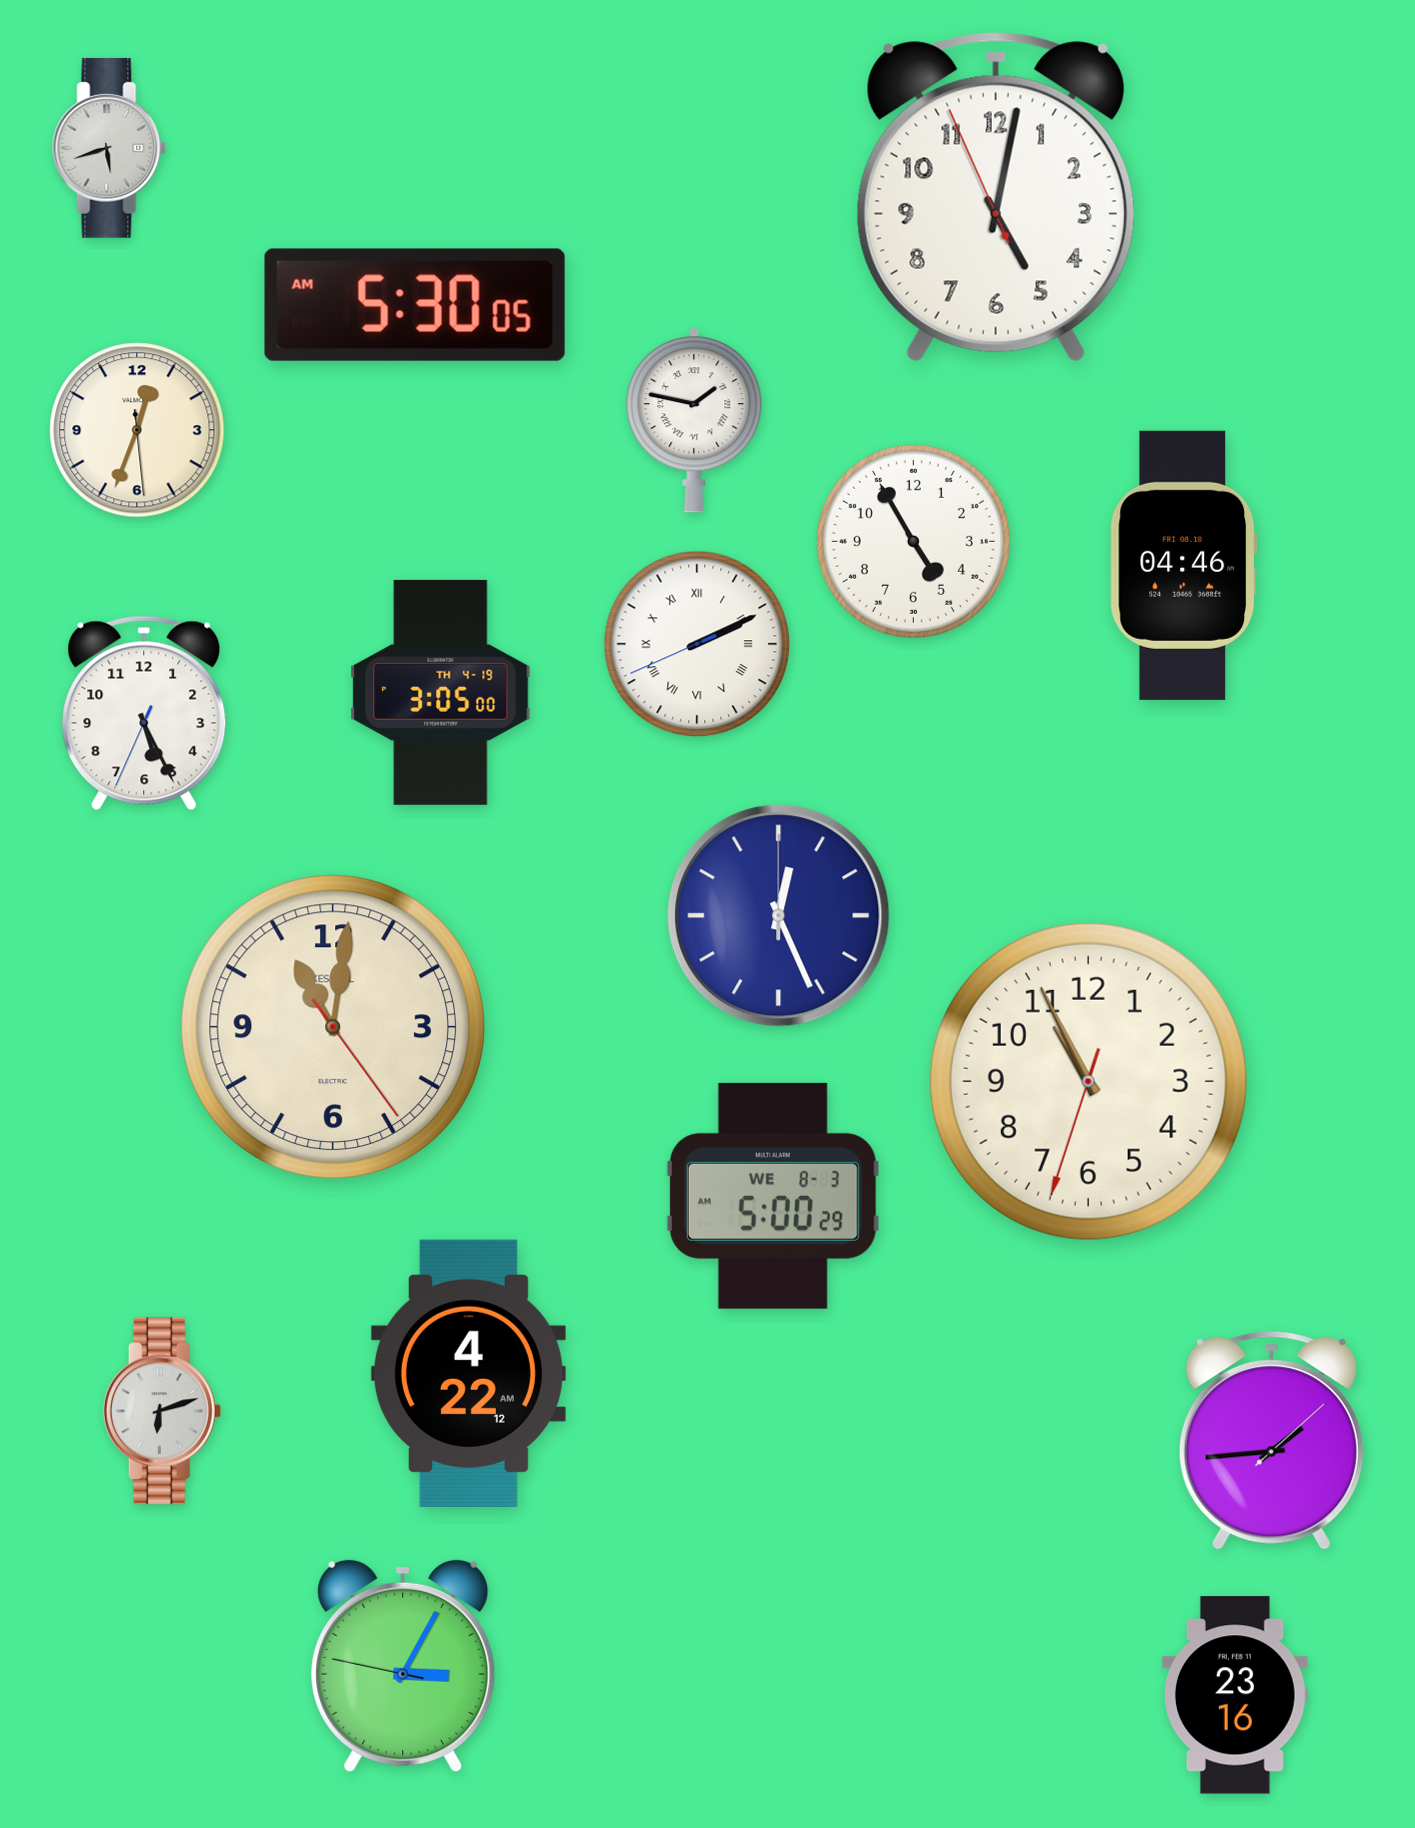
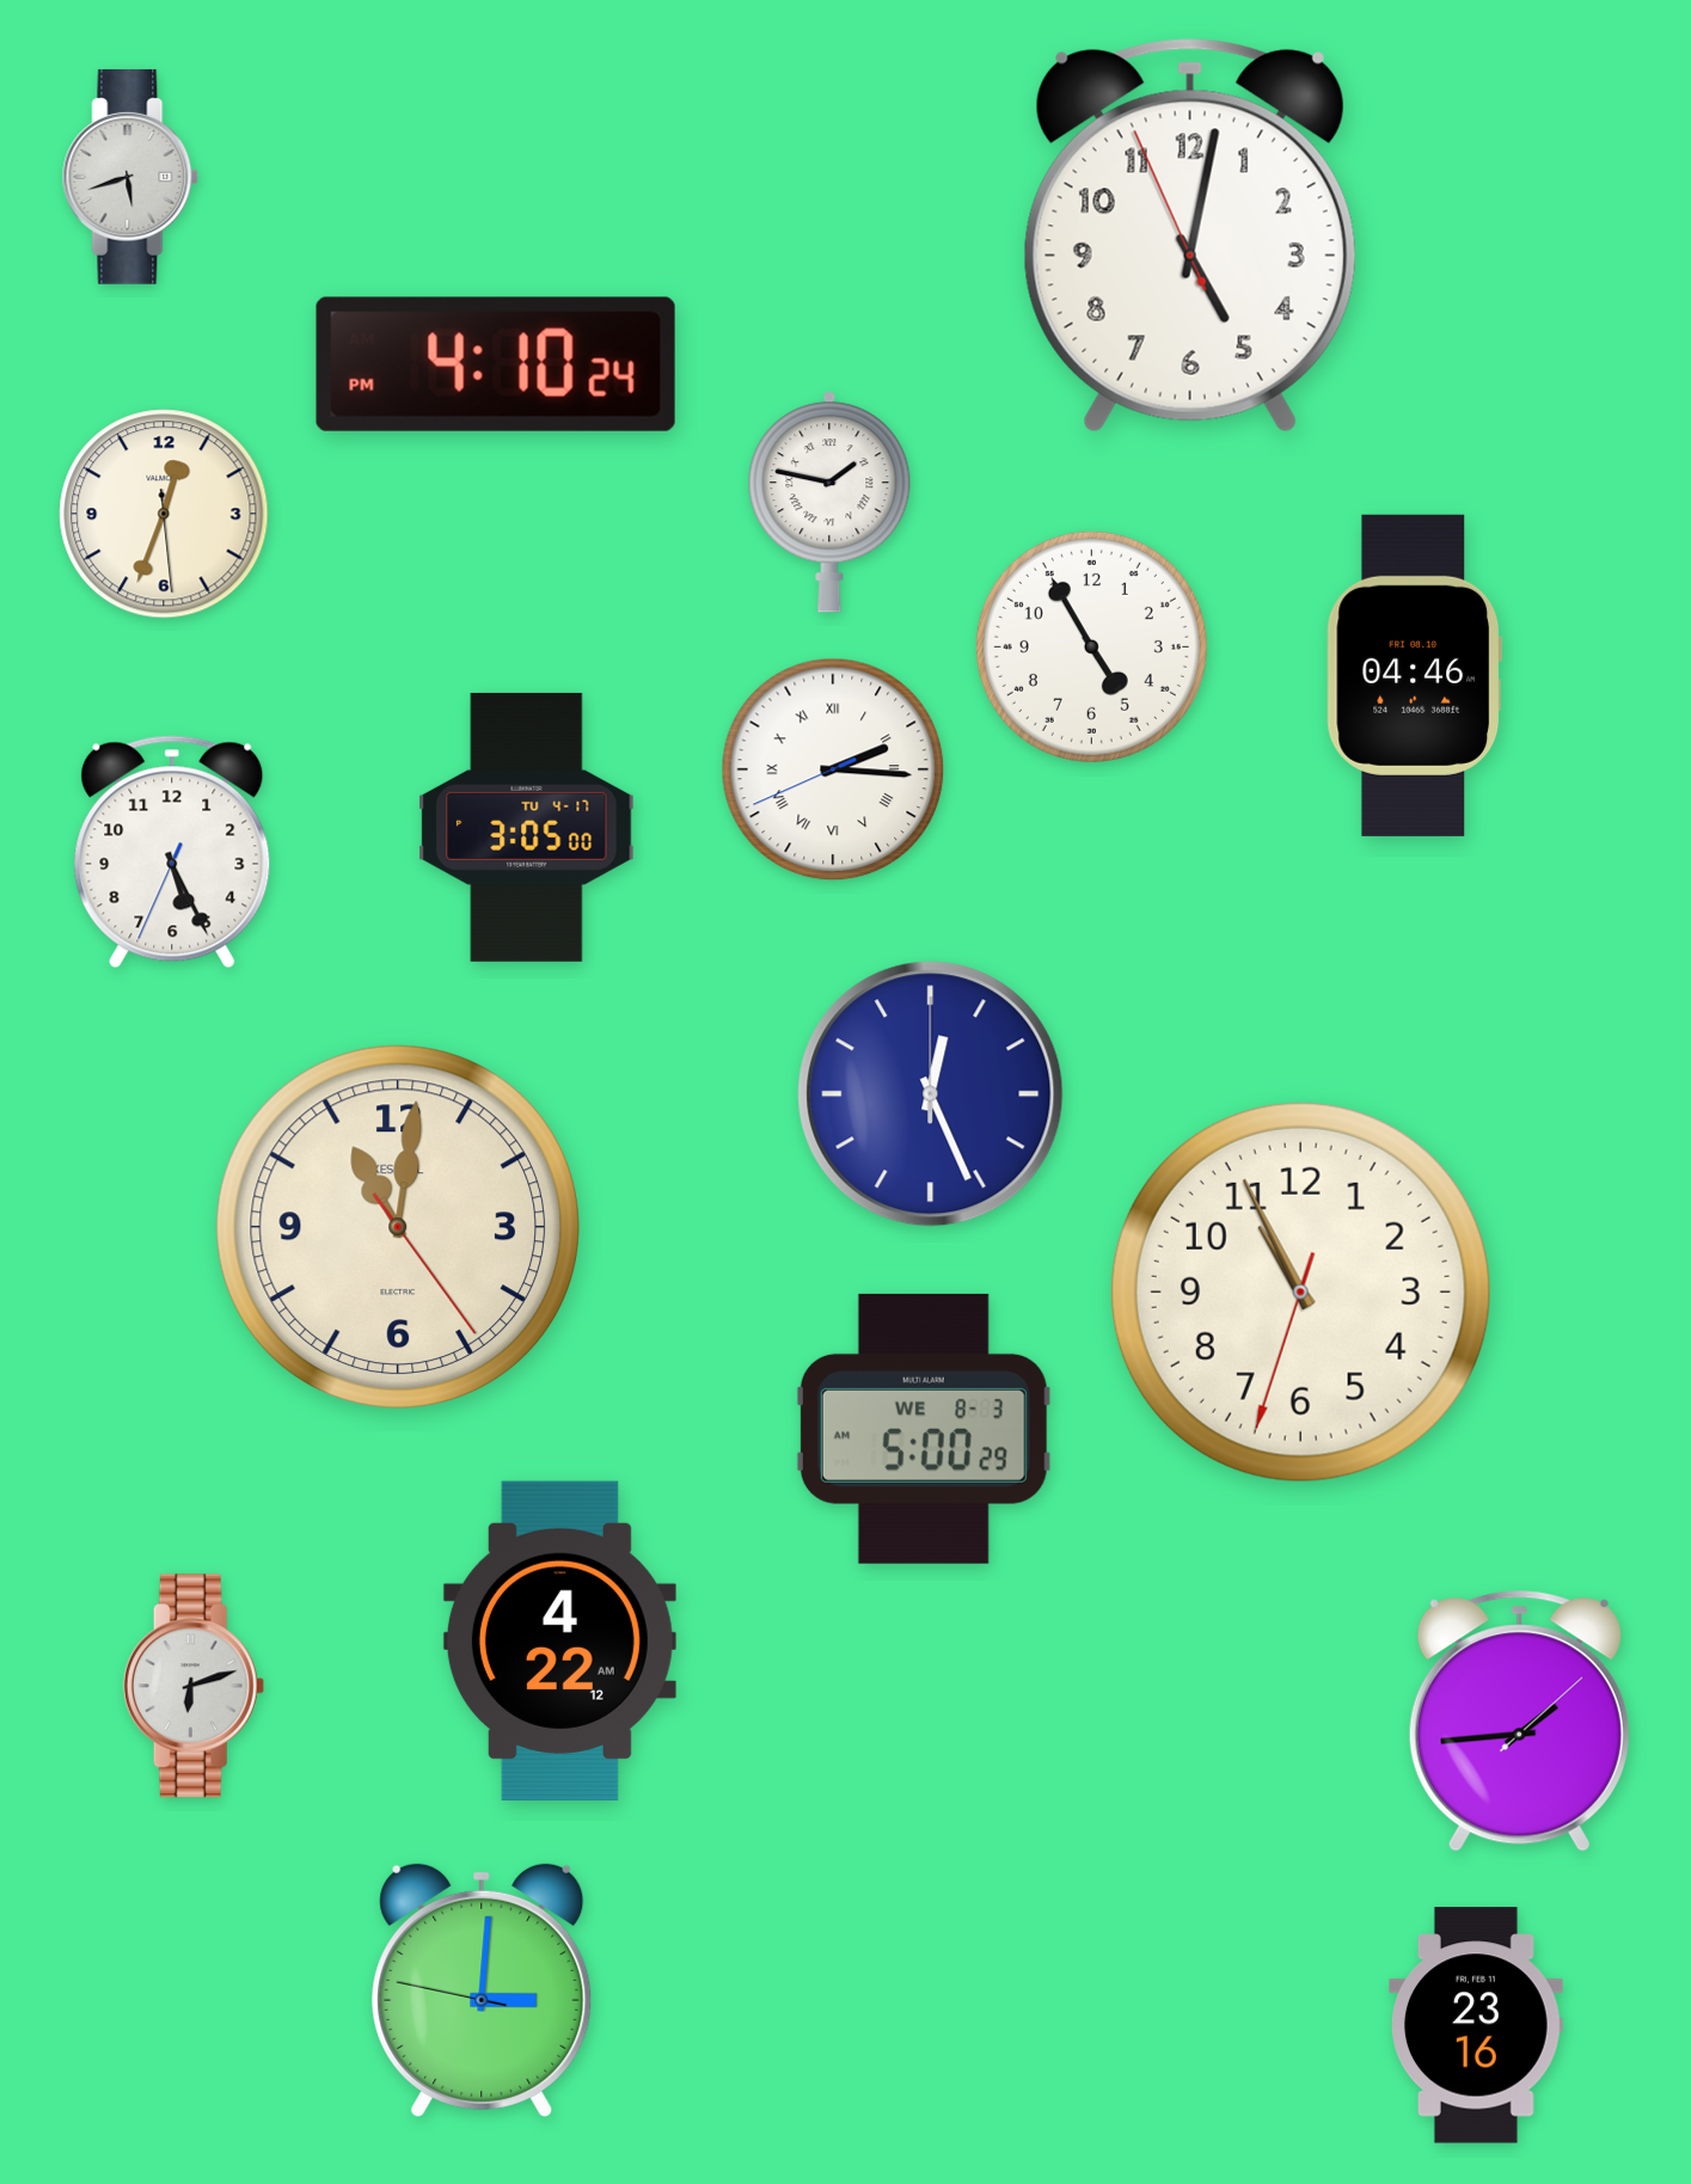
clock at (415, 305): 5:30 -> 4:10
clock at (697, 644): 2:10 -> 2:15
clock at (441, 692) date: TH 4-19 -> TU 4-17
clock at (403, 1666): 3:04 -> 3:00
